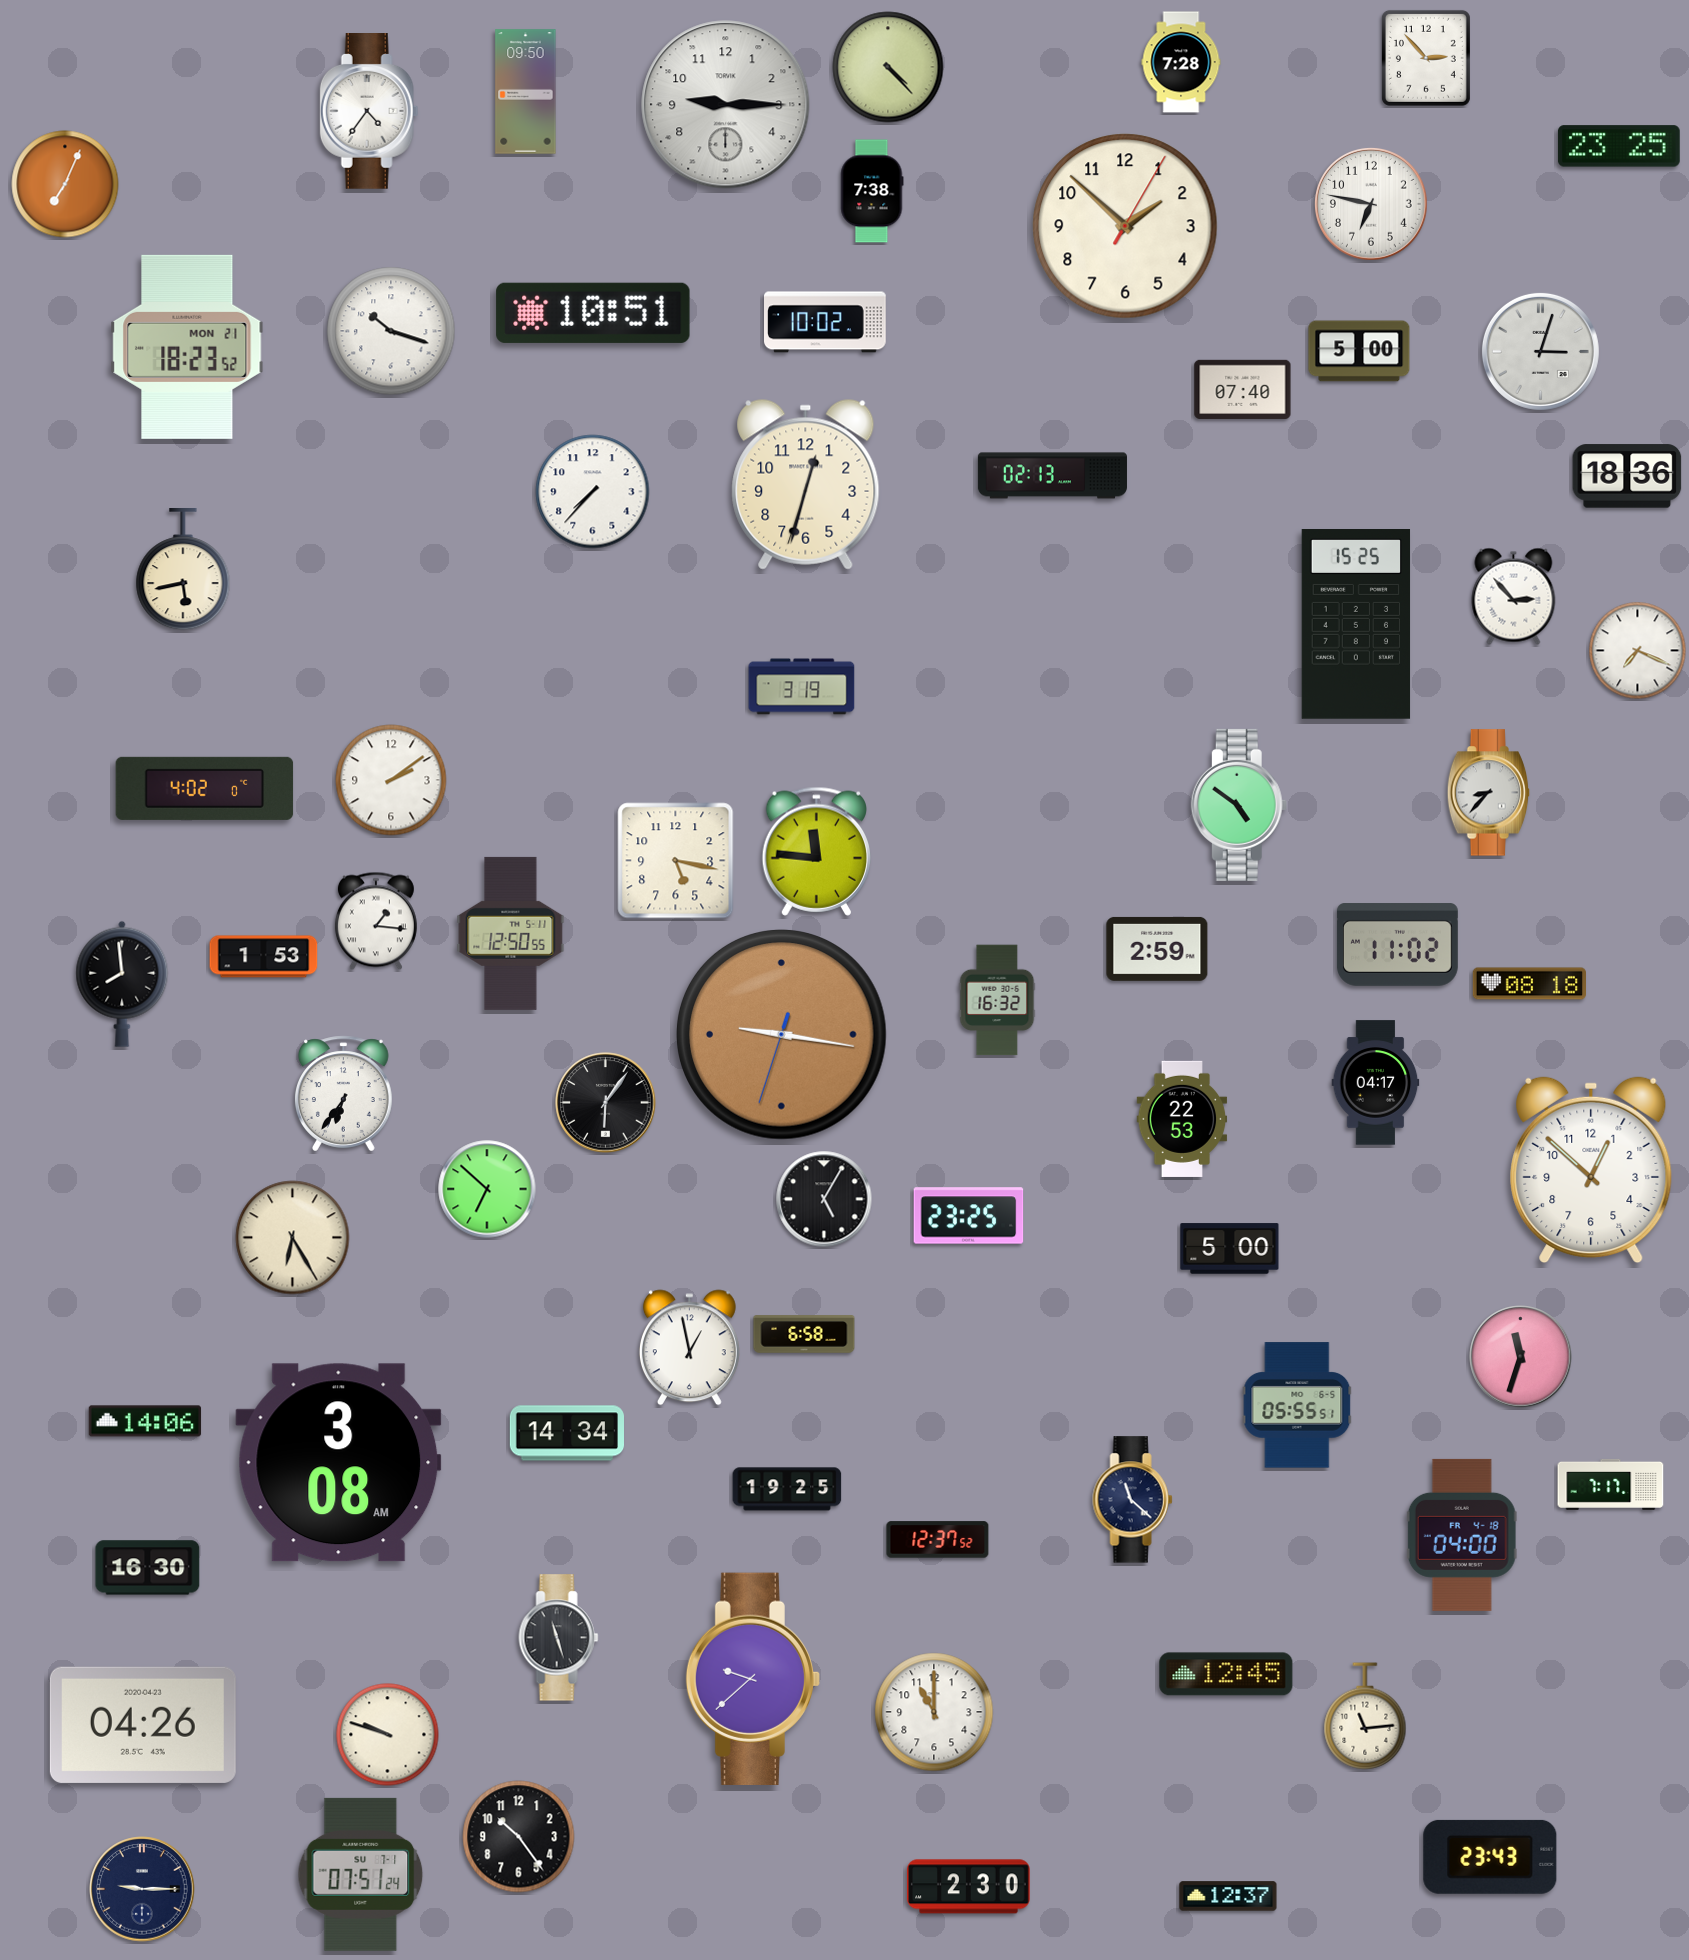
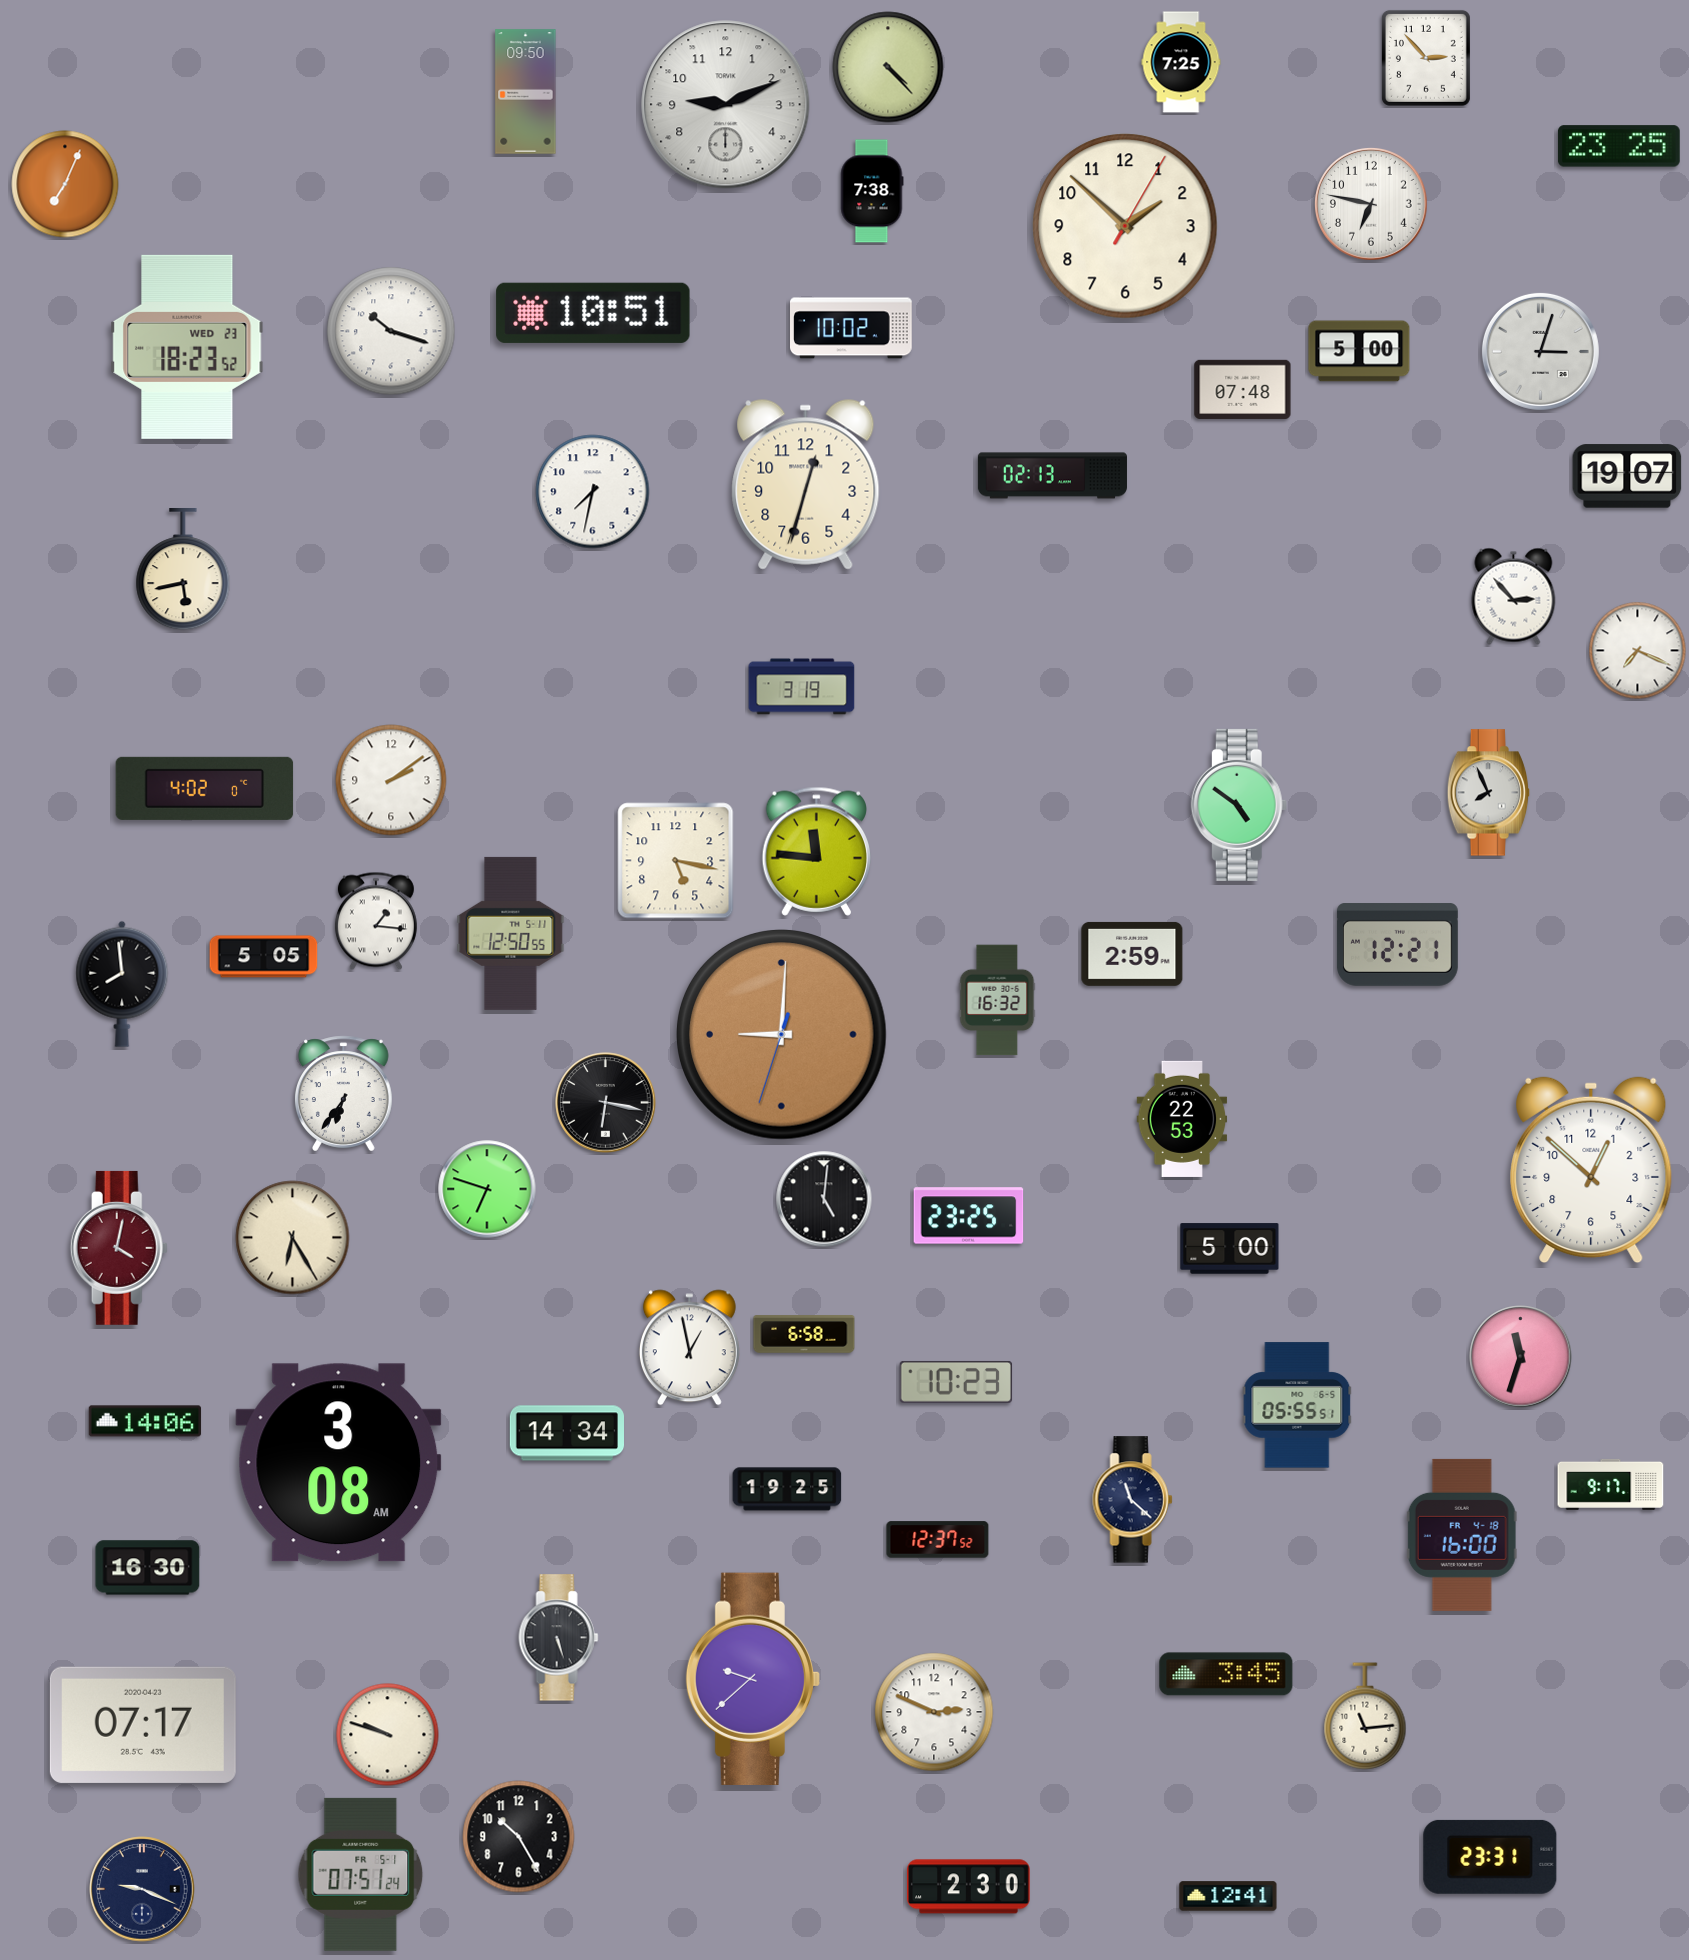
clock at (1181, 62): 7:28 -> 7:25
clock at (726, 105): 9:15 -> 9:11
clock at (369, 112): 4:36 -> none
clock at (826, 322) position: (826, 322) -> (852, 328)
clock at (187, 347) date: MON 21 -> WED 23
clock at (1243, 389): 07:40 -> 07:48
clock at (1627, 476): 18:36 -> 19:07
clock at (593, 492): 7:37 -> 7:32
clock at (1356, 624): 15:25 -> none
clock at (1489, 793): 8:37 -> 7:56
clock at (1398, 945): 11:02 -> 12:21
clock at (1157, 949) position: (1157, 949) -> (1132, 954)
clock at (264, 957): 1:53 -> 5:05
clock at (1530, 984): 08:18 -> none
clock at (782, 1035): 9:16 -> 9:00
clock at (1376, 1083): 04:17 -> none
clock at (606, 1103): 6:06 -> 6:17
clock at (487, 1189): 6:52 -> 6:48
clock at (824, 1199): 5:05 -> 5:01
clock at (119, 1248): none -> 4:02
clock at (956, 1382): none -> 10:23
clock at (1611, 1484): 7:17 -> 9:17
clock at (1462, 1535): 04:00 -> 16:00
clock at (559, 1638): 11:27 -> 5:27
clock at (1226, 1674): 12:45 -> 3:45
clock at (934, 1712): 11:00 -> 2:49
clock at (143, 1725): 04:26 -> 07:17
clock at (519, 1837): 10:24 -> 10:25
clock at (1490, 1857): 23:43 -> 23:31
clock at (361, 1874) date: SU 7-1 -> FR 5-1
clock at (142, 1889): 9:15 -> 9:19
clock at (1228, 1896): 12:37 -> 12:41
